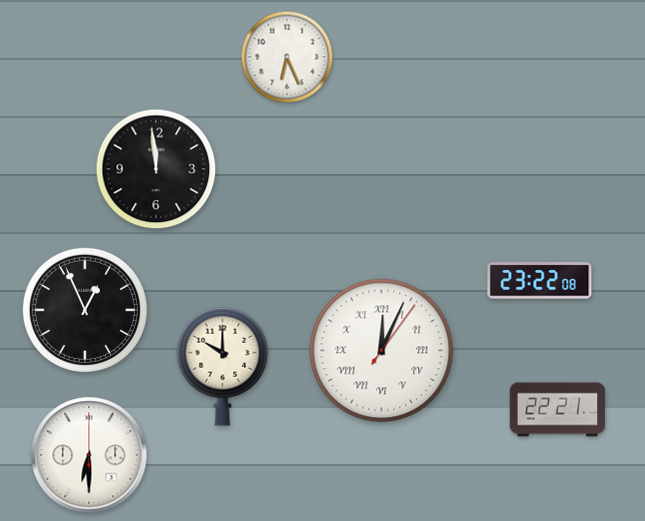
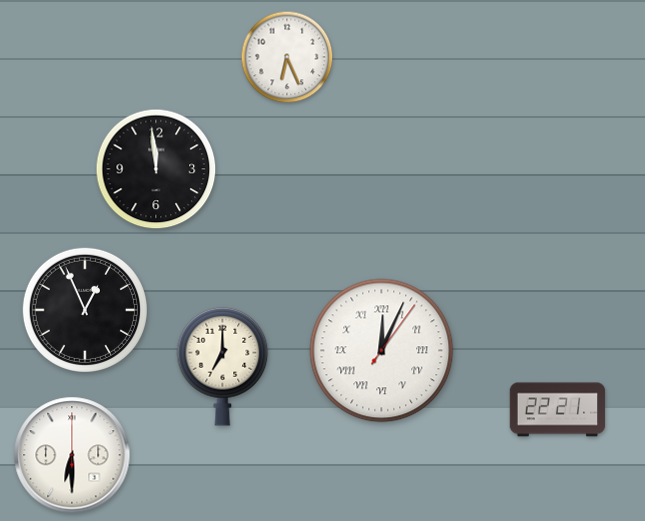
clock at (540, 281): 23:22 -> none
clock at (223, 366): 10:00 -> 7:00
clock at (89, 455) position: (89, 455) -> (72, 455)
